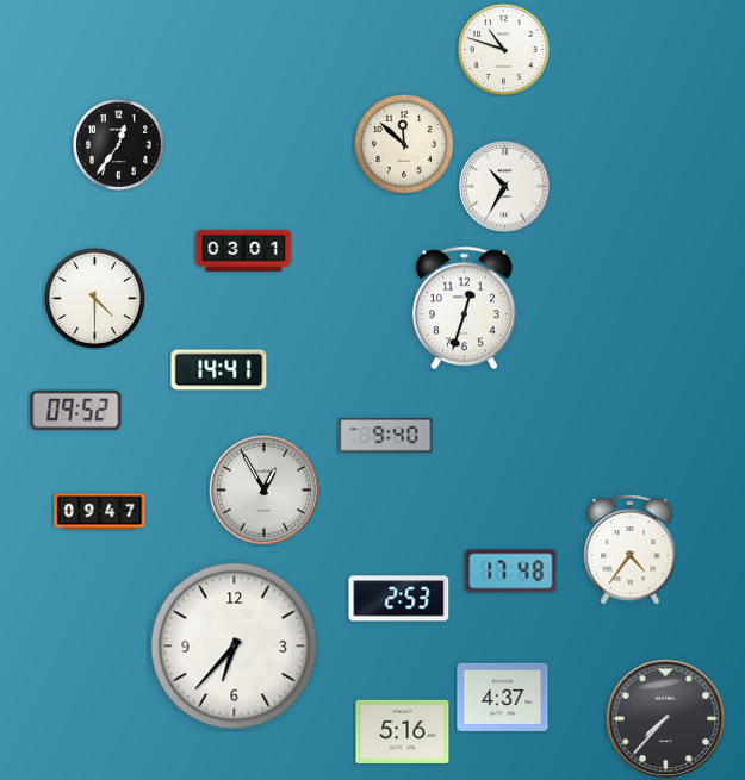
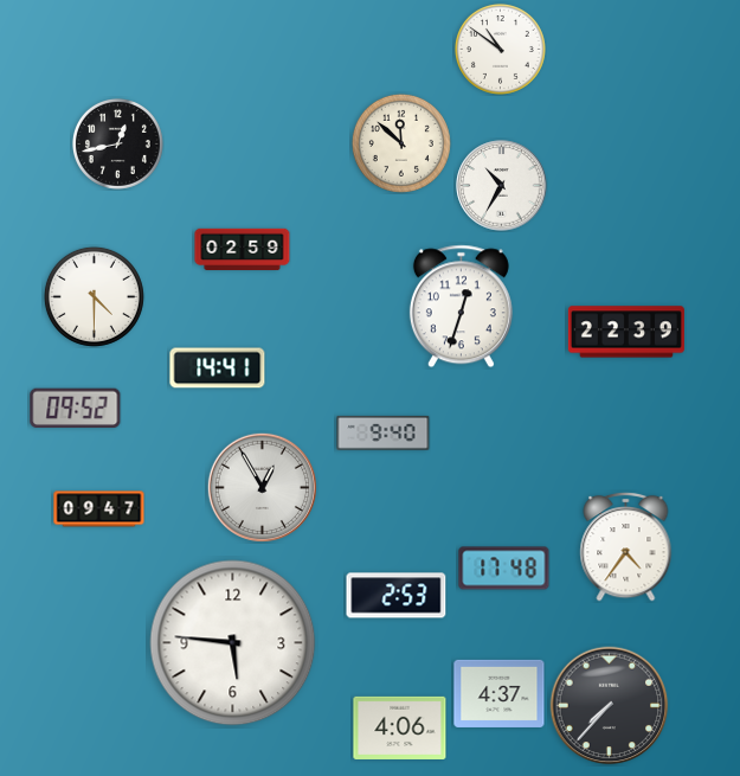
clock at (503, 49): 10:48 -> 10:51
clock at (118, 144): 12:36 -> 12:43
clock at (244, 250): 03:01 -> 02:59
clock at (626, 332): none -> 22:39
clock at (511, 572) position: (511, 572) -> (504, 569)
clock at (235, 647): 6:37 -> 5:46
clock at (666, 719) position: (666, 719) -> (610, 706)
clock at (403, 731): 5:16 -> 4:06
